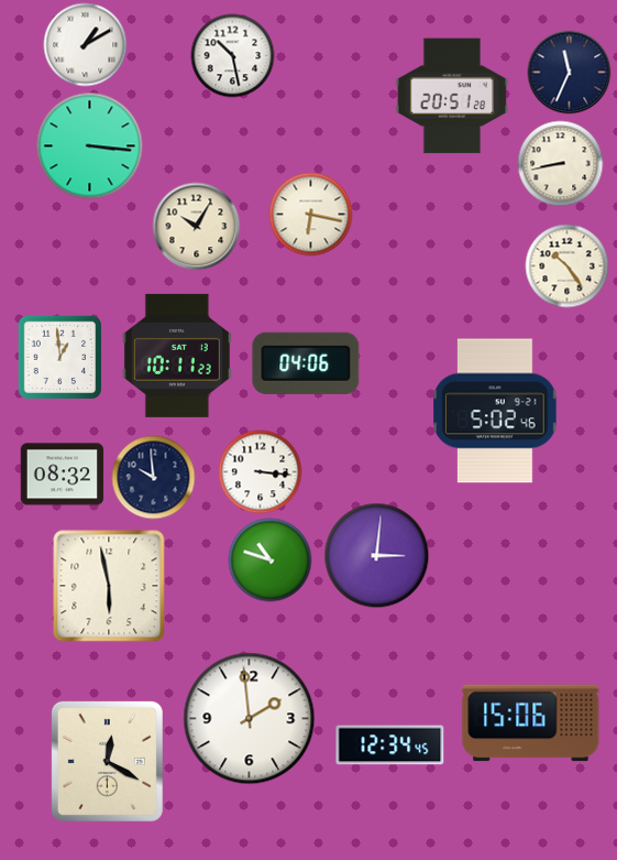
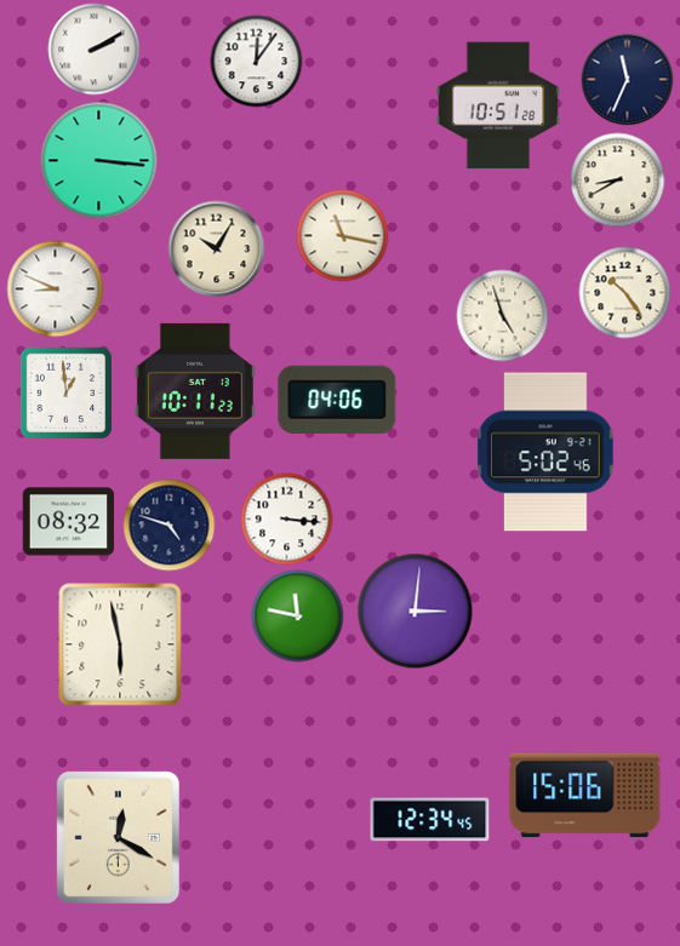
clock at (86, 45): 1:10 -> 2:10
clock at (233, 56): 10:28 -> 12:06
clock at (452, 96): 20:51 -> 10:51
clock at (561, 164): 8:43 -> 8:40
clock at (311, 215): 6:17 -> 11:17
clock at (56, 289): none -> 8:49
clock at (503, 316): none -> 4:57
clock at (154, 478): 9:59 -> 4:48
clock at (271, 560): 10:48 -> 11:47
clock at (250, 719): 1:59 -> none
